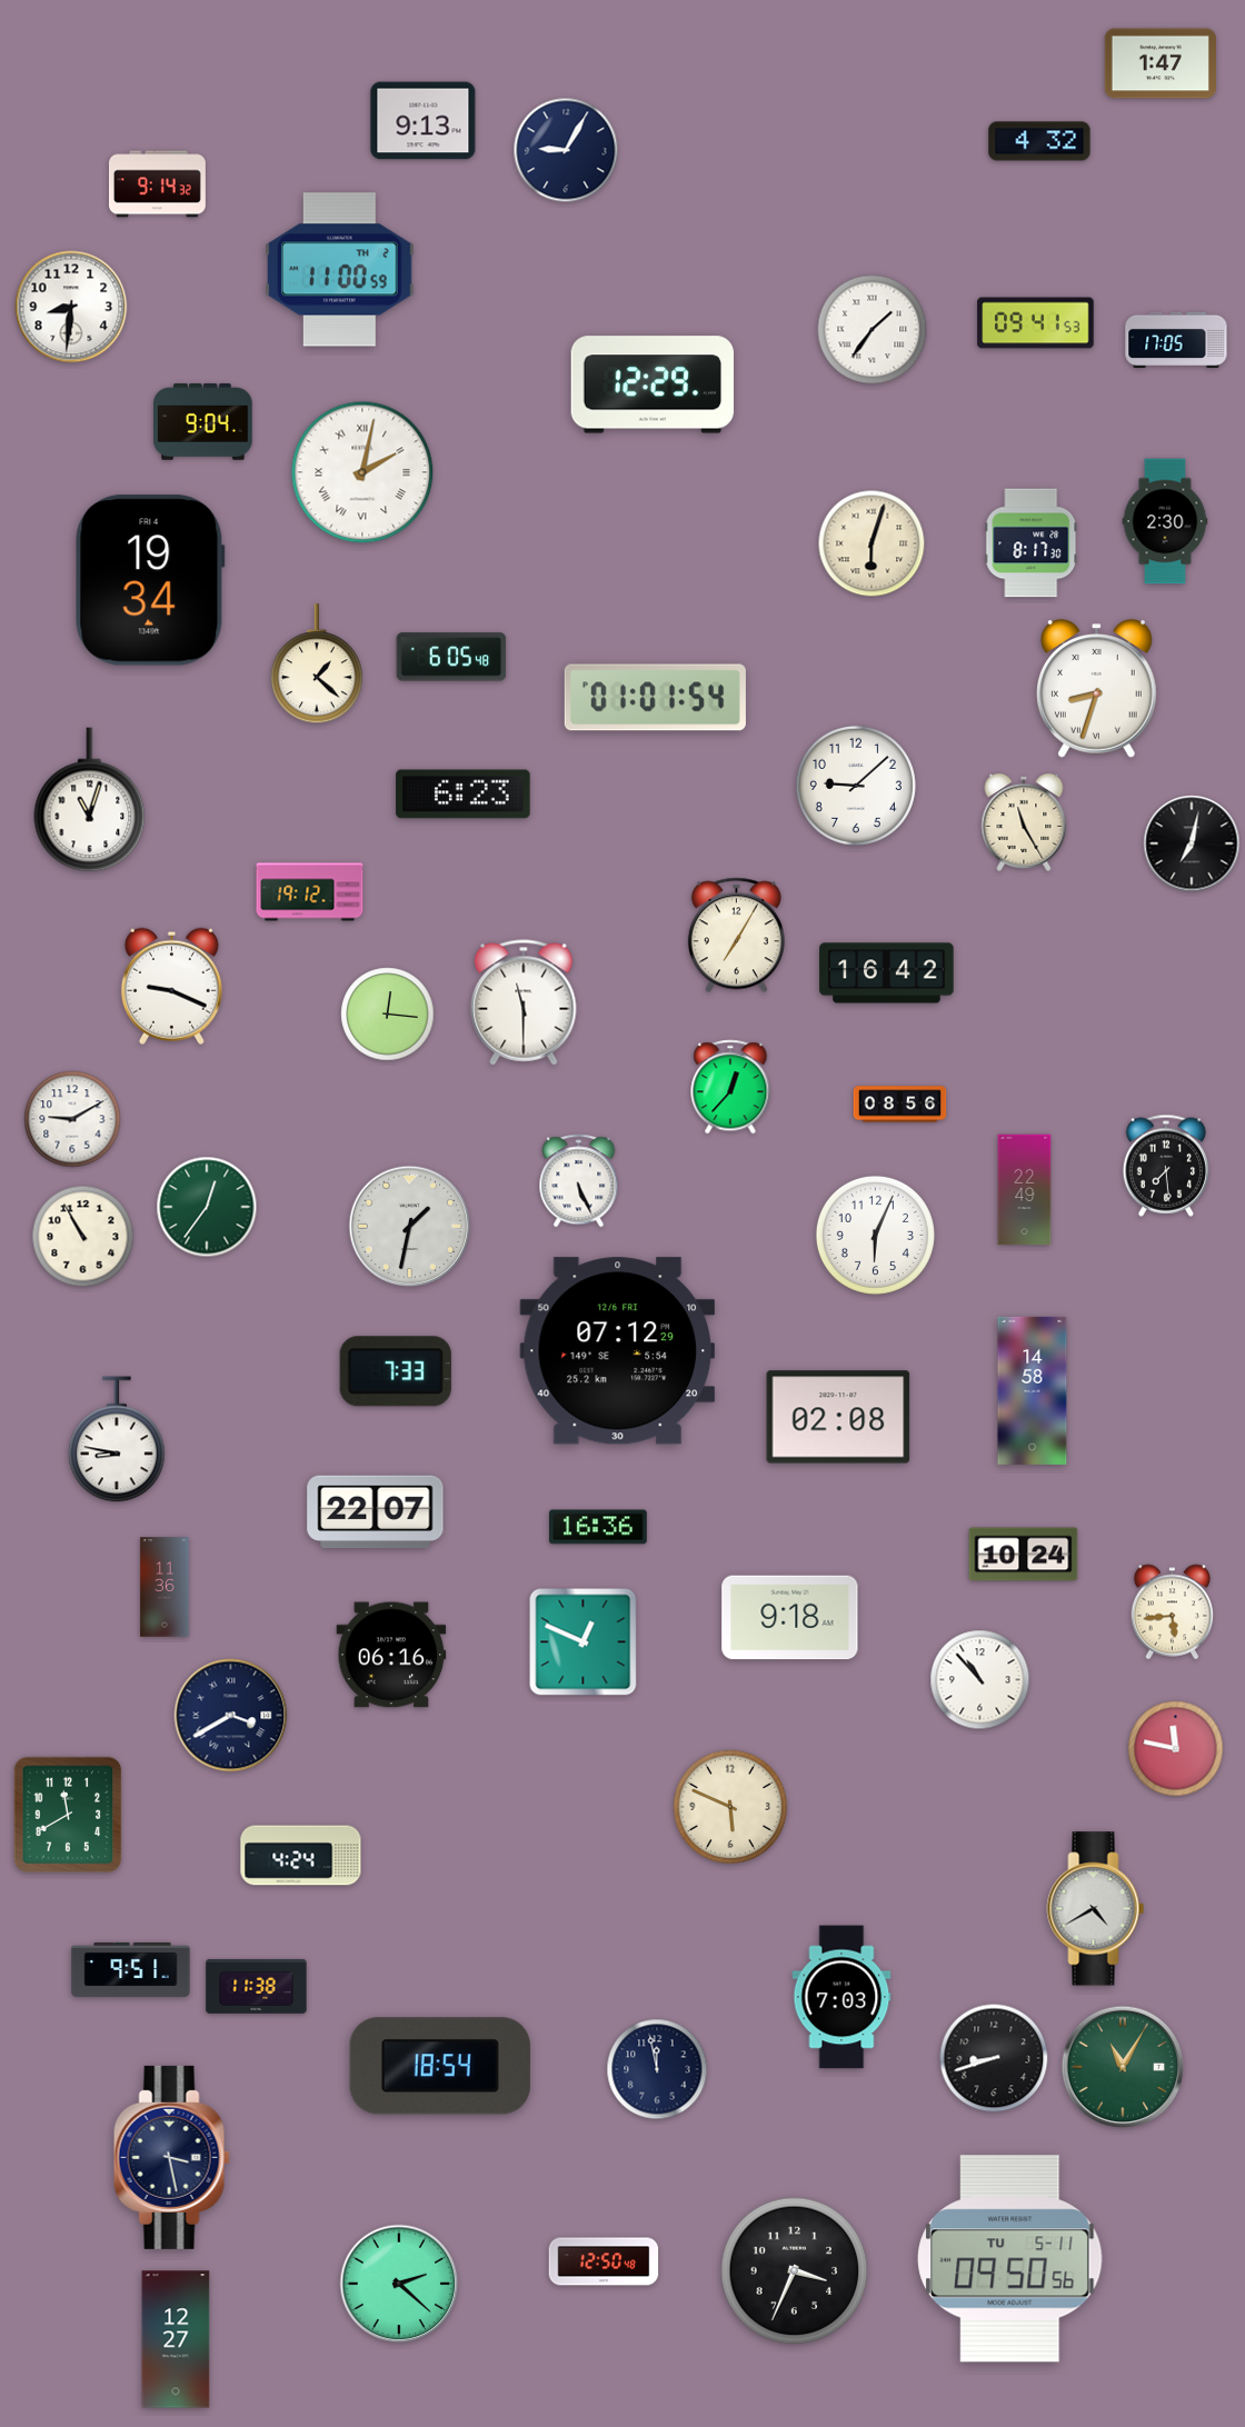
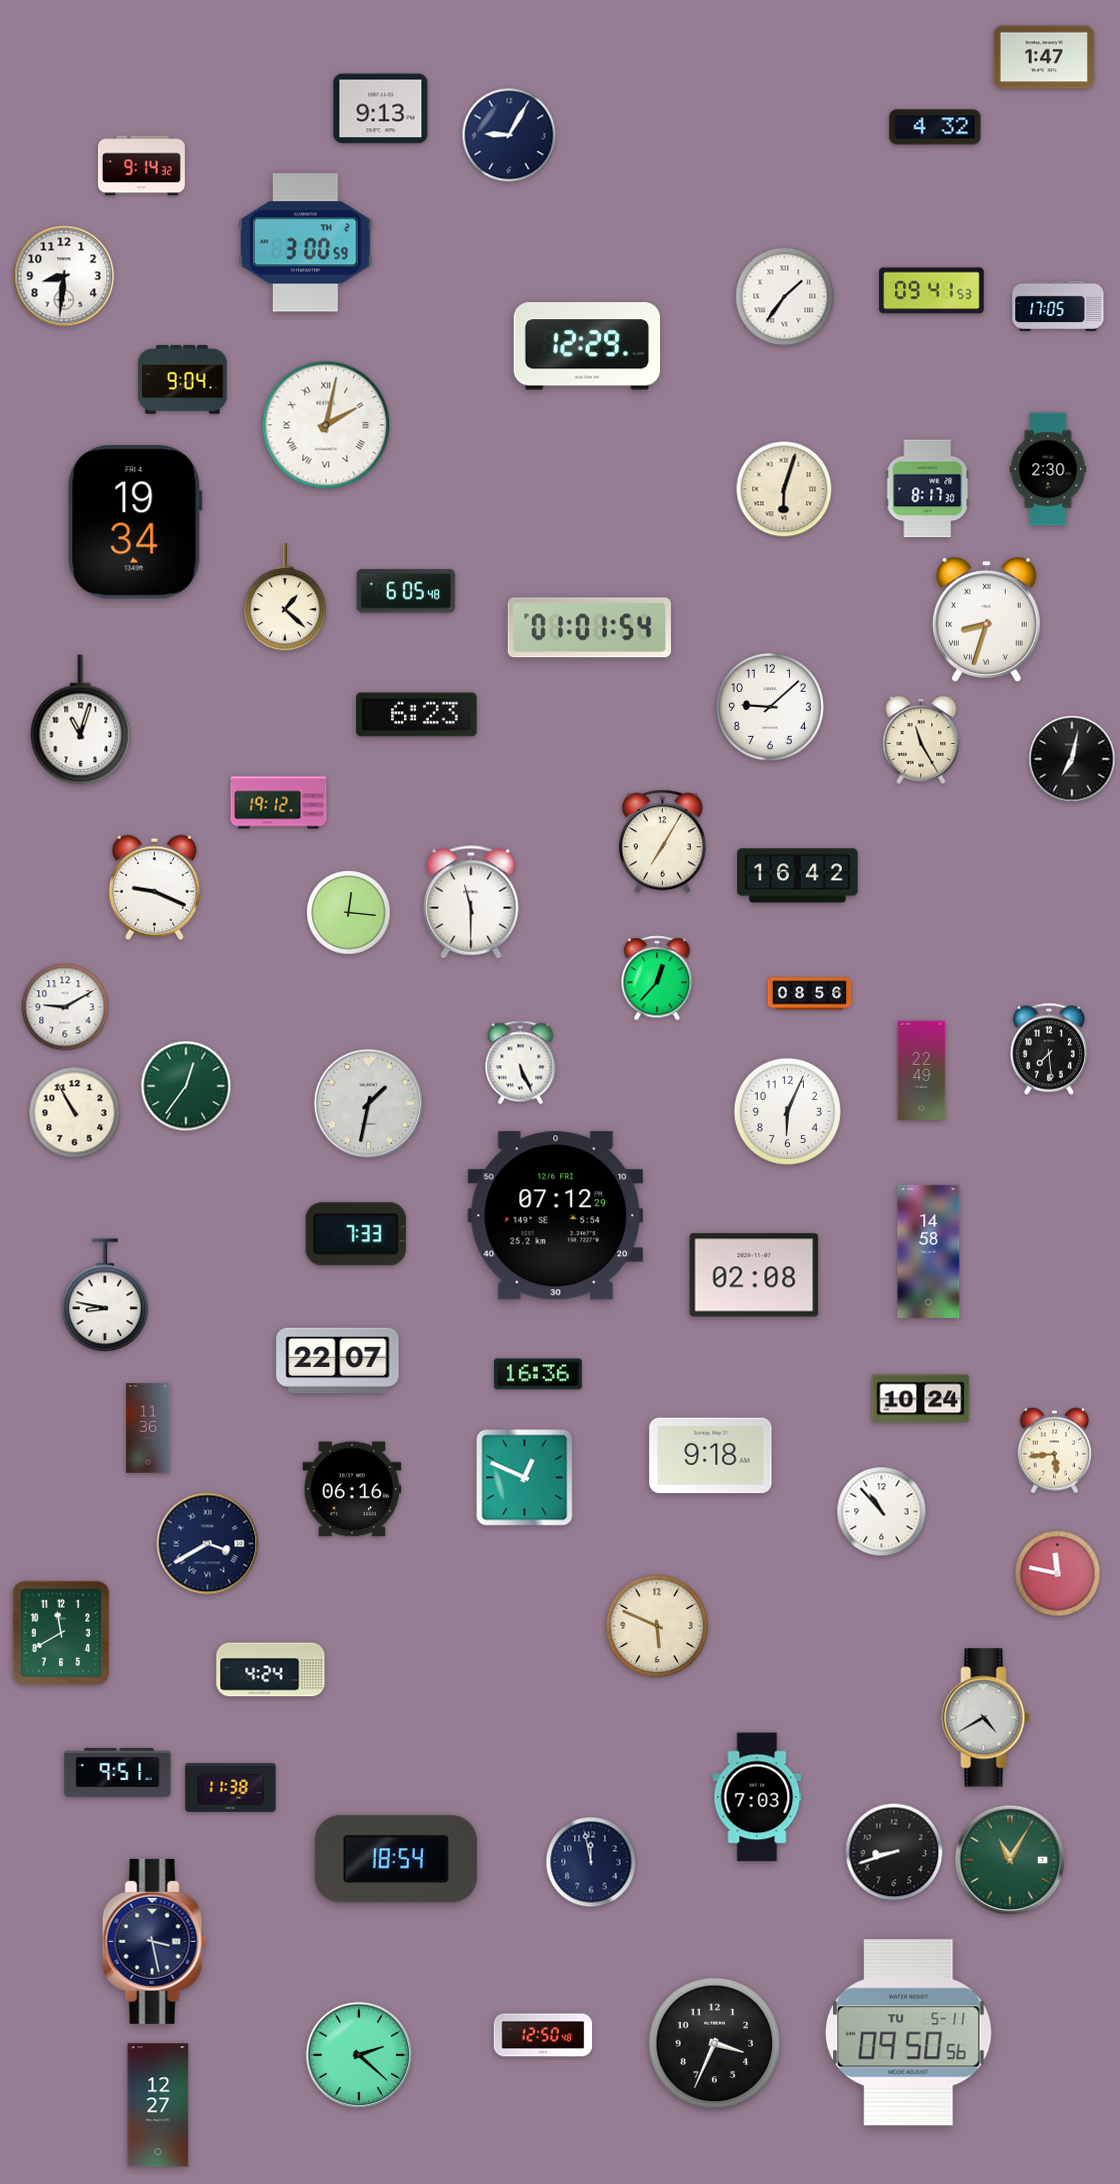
clock at (340, 270): 11:00 -> 3:00
